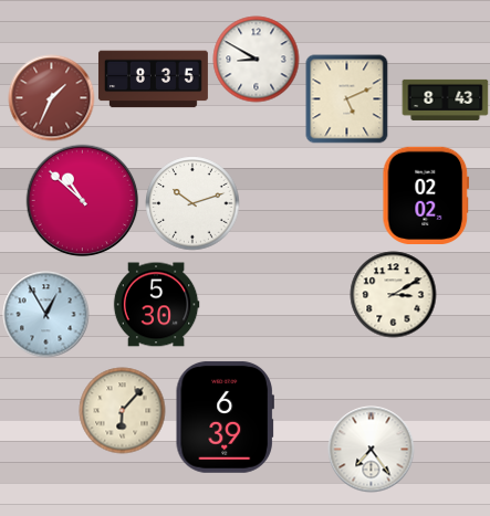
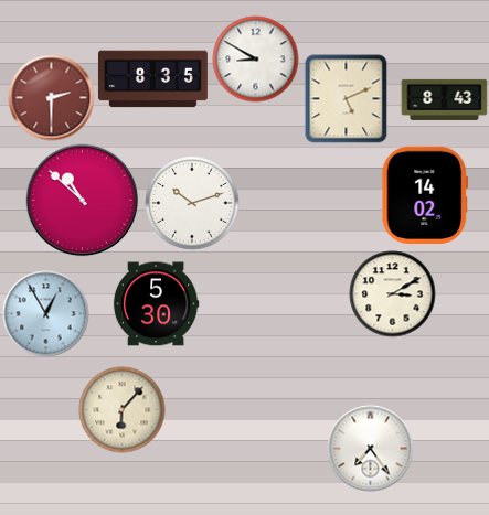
clock at (51, 97): 1:34 -> 2:30
clock at (426, 194): 02:02 -> 14:02
clock at (225, 417): 6:39 -> none
